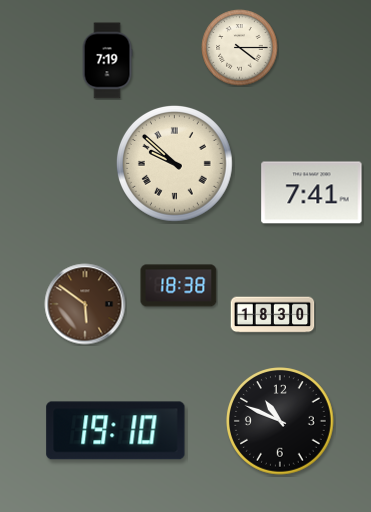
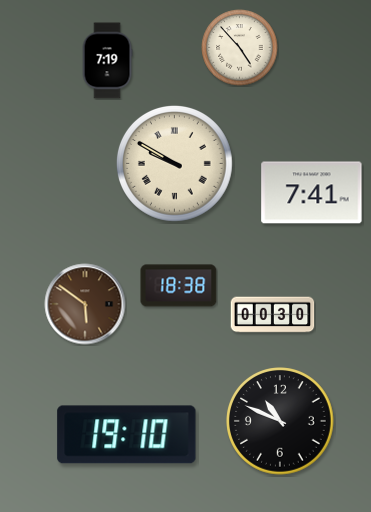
clock at (240, 48): 4:15 -> 4:53
clock at (174, 163): 9:52 -> 9:50
clock at (273, 315): 18:30 -> 00:30
clock at (116, 431) position: (116, 431) -> (127, 435)
